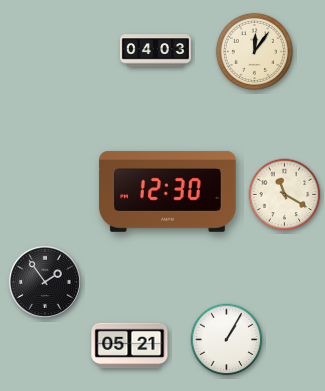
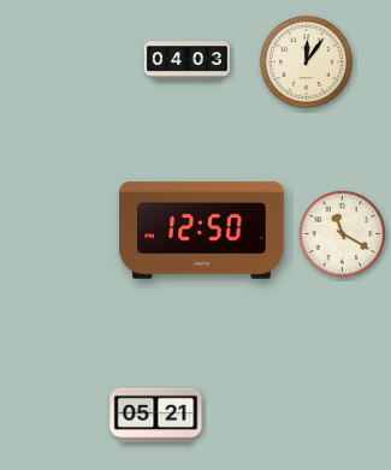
clock at (168, 191): 12:30 -> 12:50
clock at (45, 282): 1:54 -> none
clock at (227, 340): 1:05 -> none
